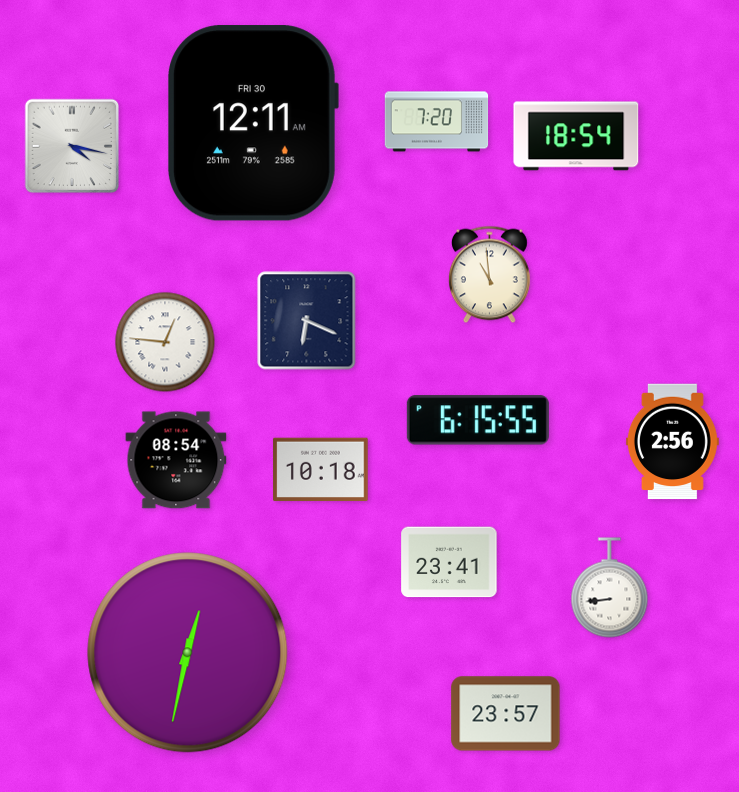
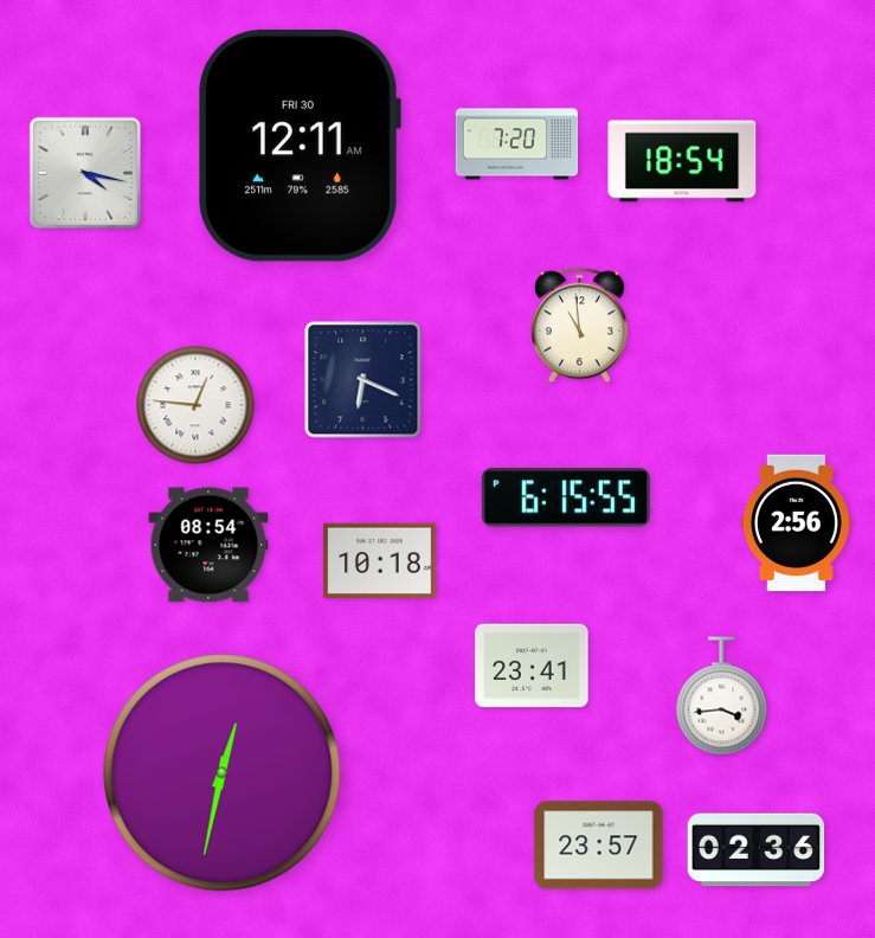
clock at (321, 470) position: (321, 470) -> (380, 561)
clock at (610, 588): 8:44 -> 3:44
clock at (757, 850): none -> 02:36
